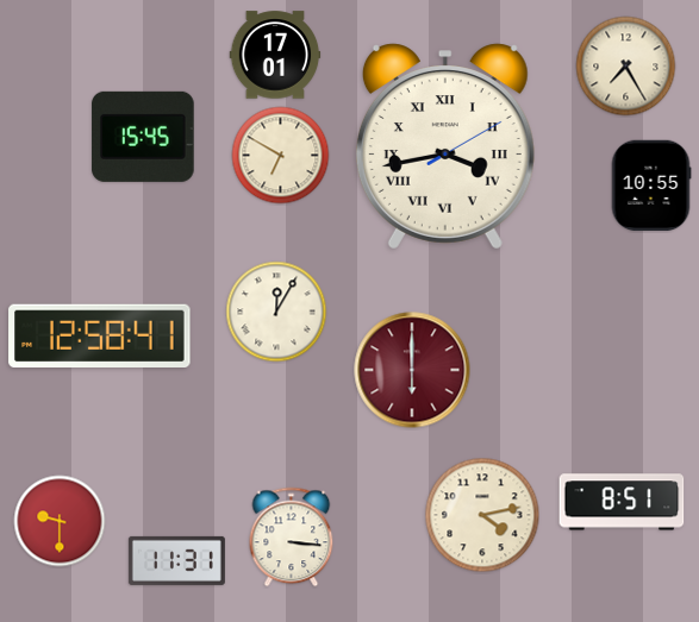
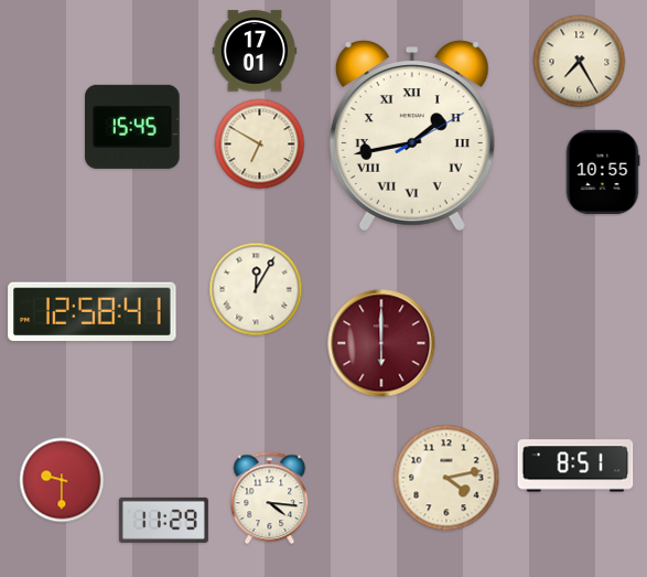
clock at (445, 146): 3:43 -> 1:43
clock at (60, 521) position: (60, 521) -> (62, 480)
clock at (292, 538): 3:16 -> 4:16
clock at (176, 560): 11:31 -> 11:29
